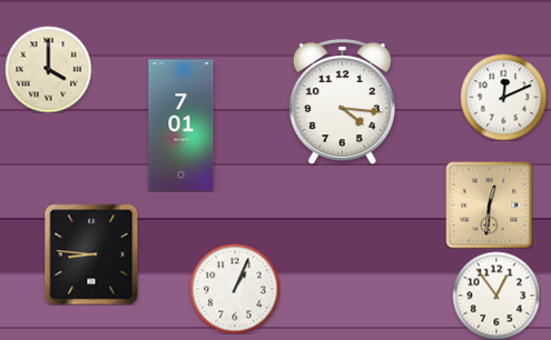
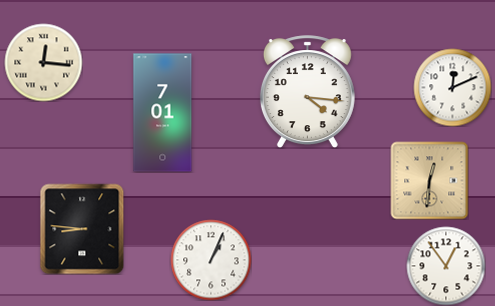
clock at (48, 69): 4:00 -> 12:16
clock at (489, 204) position: (489, 204) -> (429, 180)
